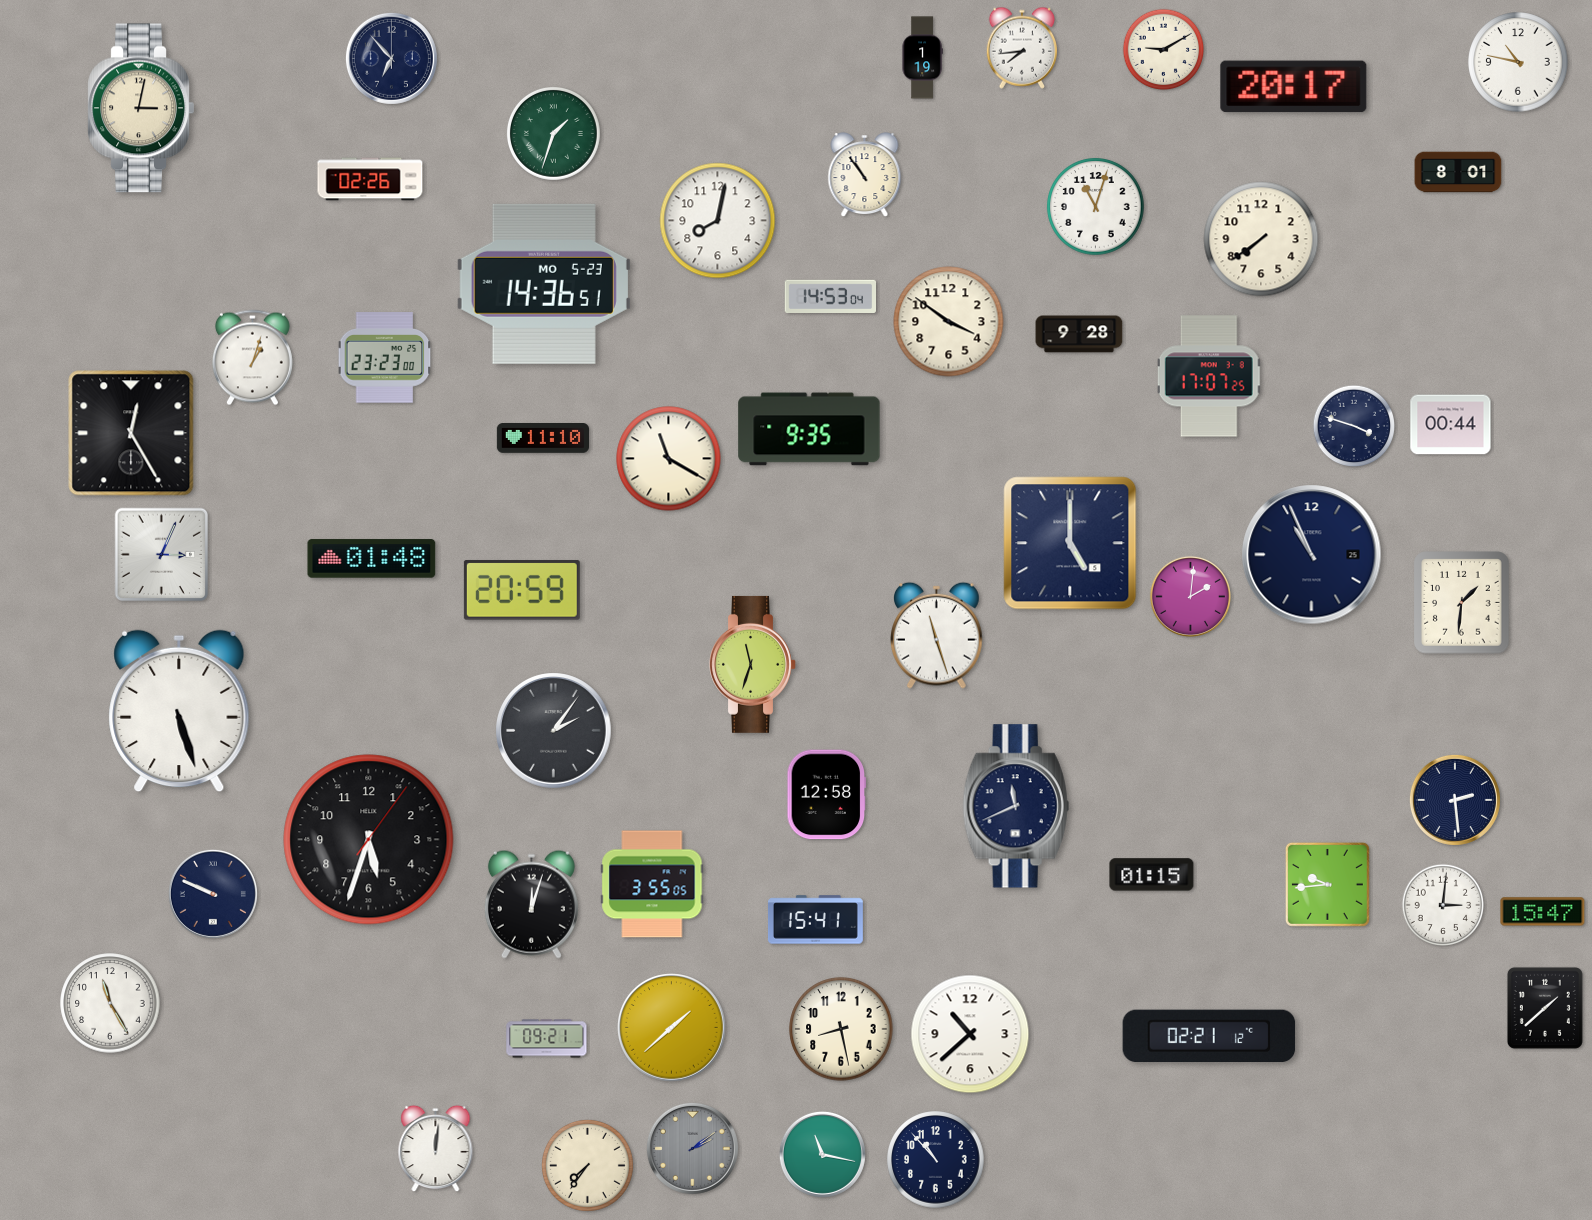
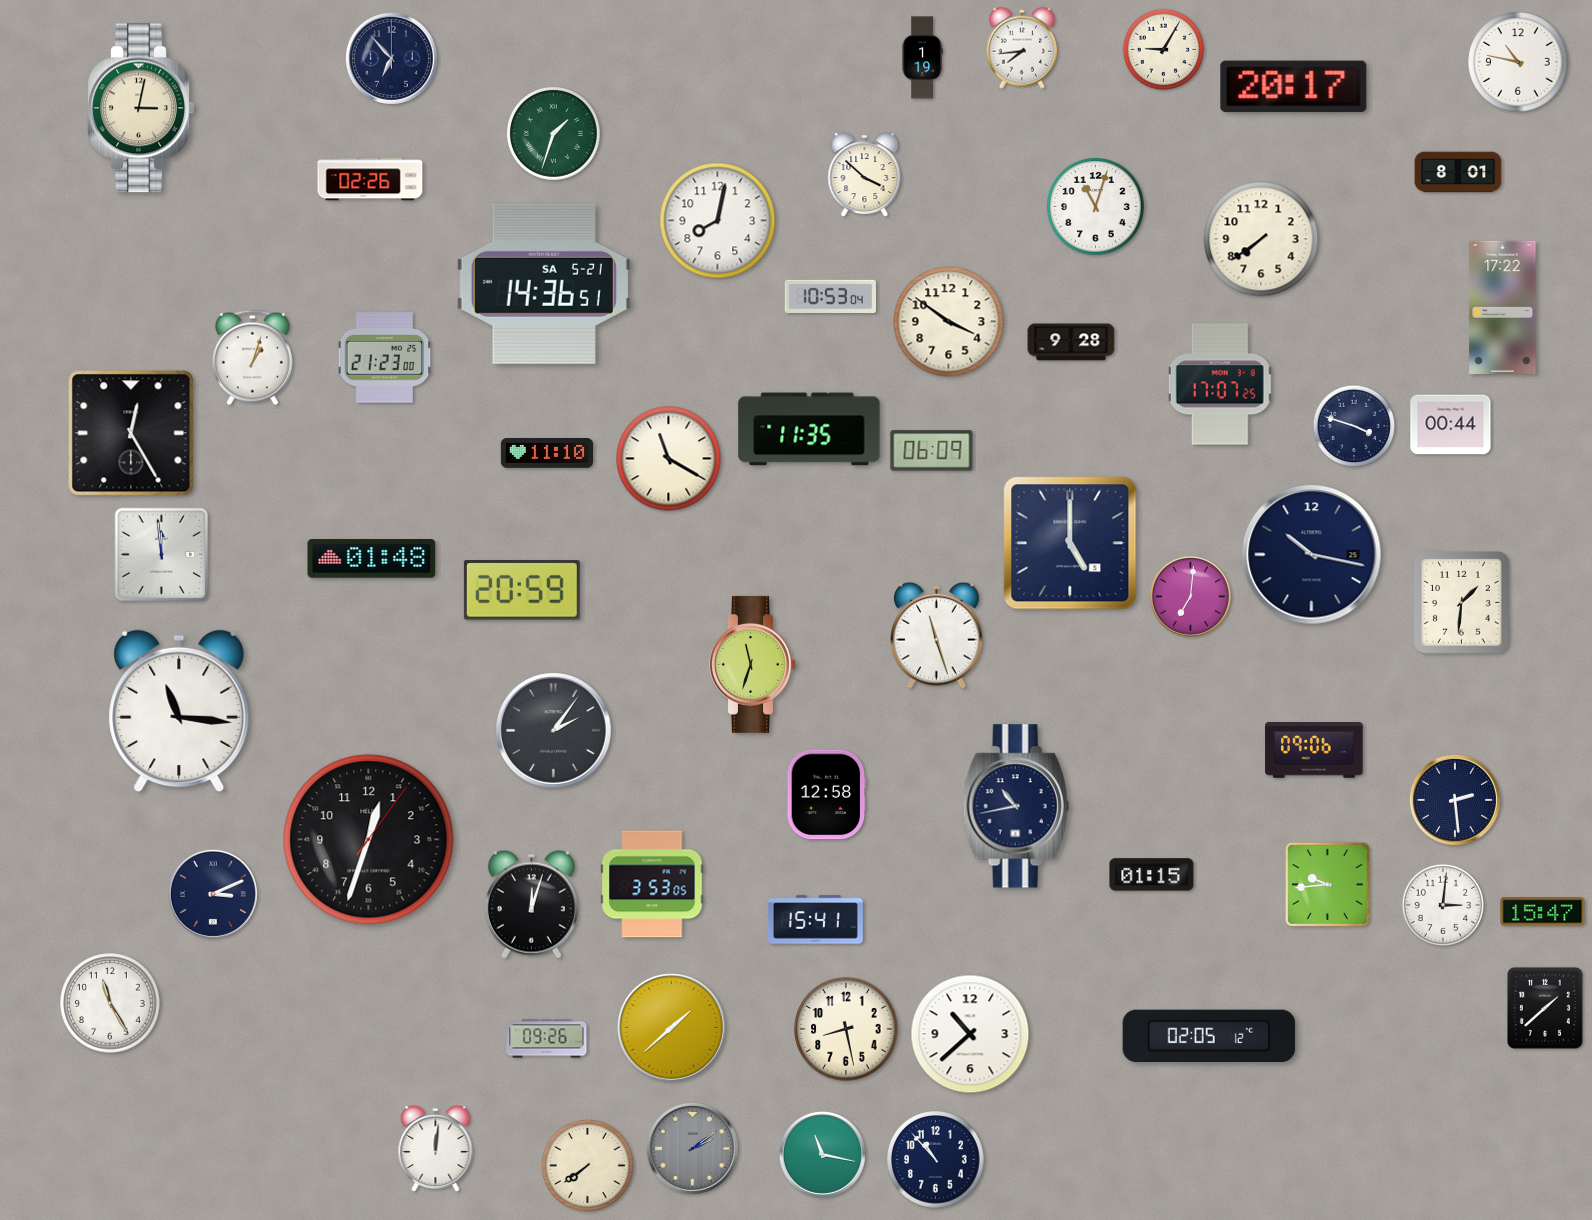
clock at (1164, 50): 9:10 -> 9:05
clock at (865, 175): 10:54 -> 3:52
clock at (544, 284) date: MO 5-23 -> SA 5-21
clock at (831, 296): 14:53 -> 10:53
clock at (1503, 307): none -> 17:22
clock at (1079, 334) position: (1079, 334) -> (1071, 342)
clock at (385, 358): 23:23 -> 21:23
clock at (1209, 376) position: (1209, 376) -> (1220, 384)
clock at (809, 429): 9:35 -> 11:35
clock at (542, 438) position: (542, 438) -> (546, 453)
clock at (932, 451): none -> 06:09
clock at (162, 555): 3:04 -> 11:59
clock at (1312, 555): 10:56 -> 10:17
clock at (1190, 596): 2:01 -> 7:01
clock at (179, 711): 5:27 -> 11:16
clock at (1314, 751): none -> 09:06
clock at (1016, 806): 11:41 -> 10:43
clock at (369, 840): 5:33 -> 12:33
clock at (652, 884): 3:55 -> 3:53
clock at (213, 894): 9:49 -> 3:11
clock at (841, 1029) position: (841, 1029) -> (846, 1029)
clock at (1209, 1036): 02:21 -> 02:05
clock at (547, 1039): 09:21 -> 09:26
clock at (587, 1165): 7:36 -> 7:39
